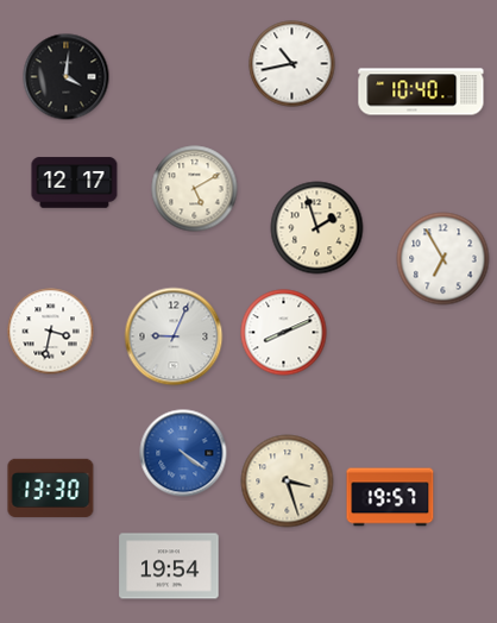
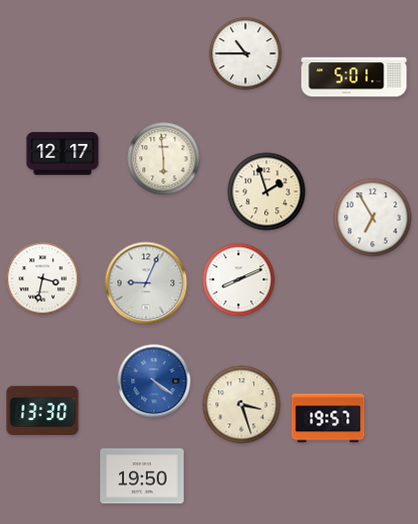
clock at (292, 64): 10:43 -> 10:45
clock at (67, 77): 4:01 -> none
clock at (421, 92): 10:40 -> 5:01
clock at (195, 189): 5:10 -> 5:59
clock at (169, 566): 19:54 -> 19:50
